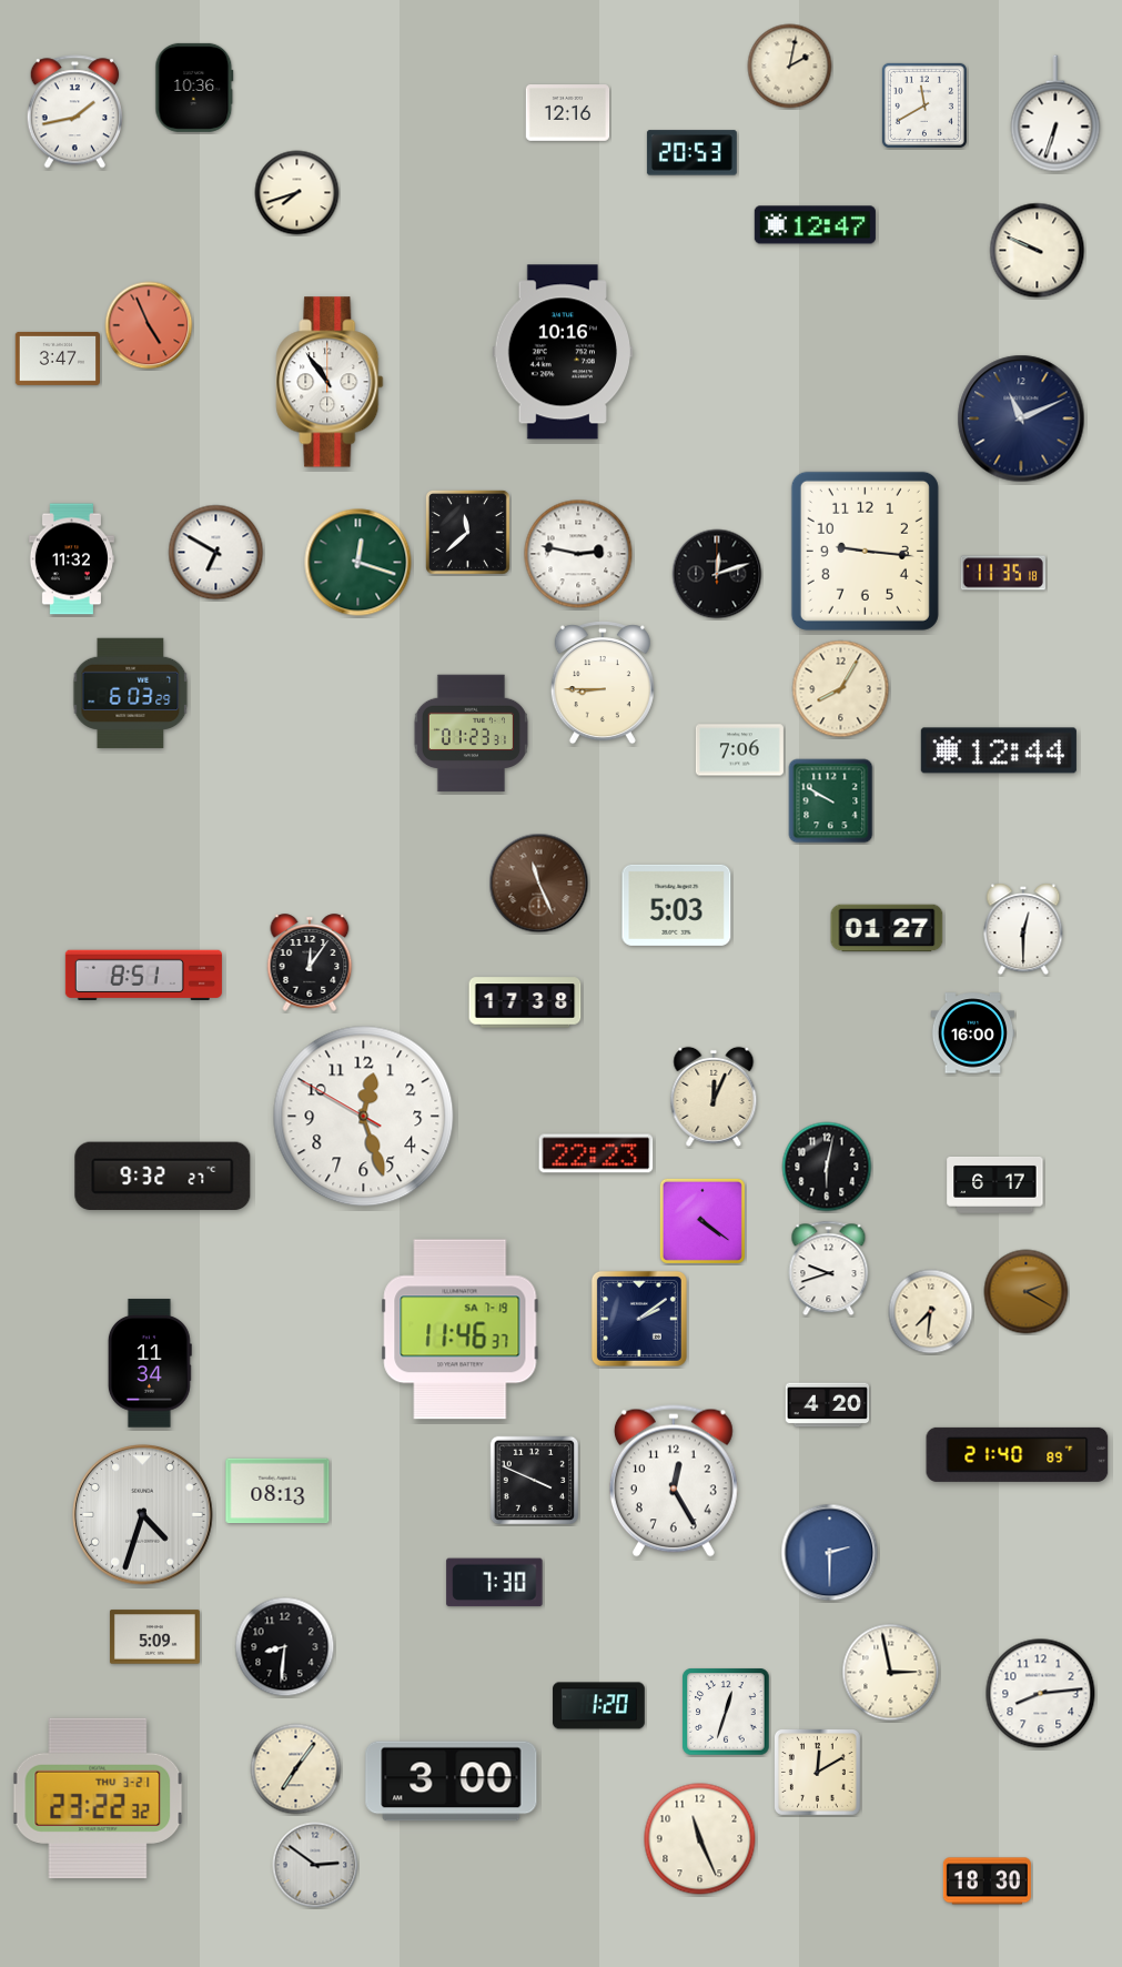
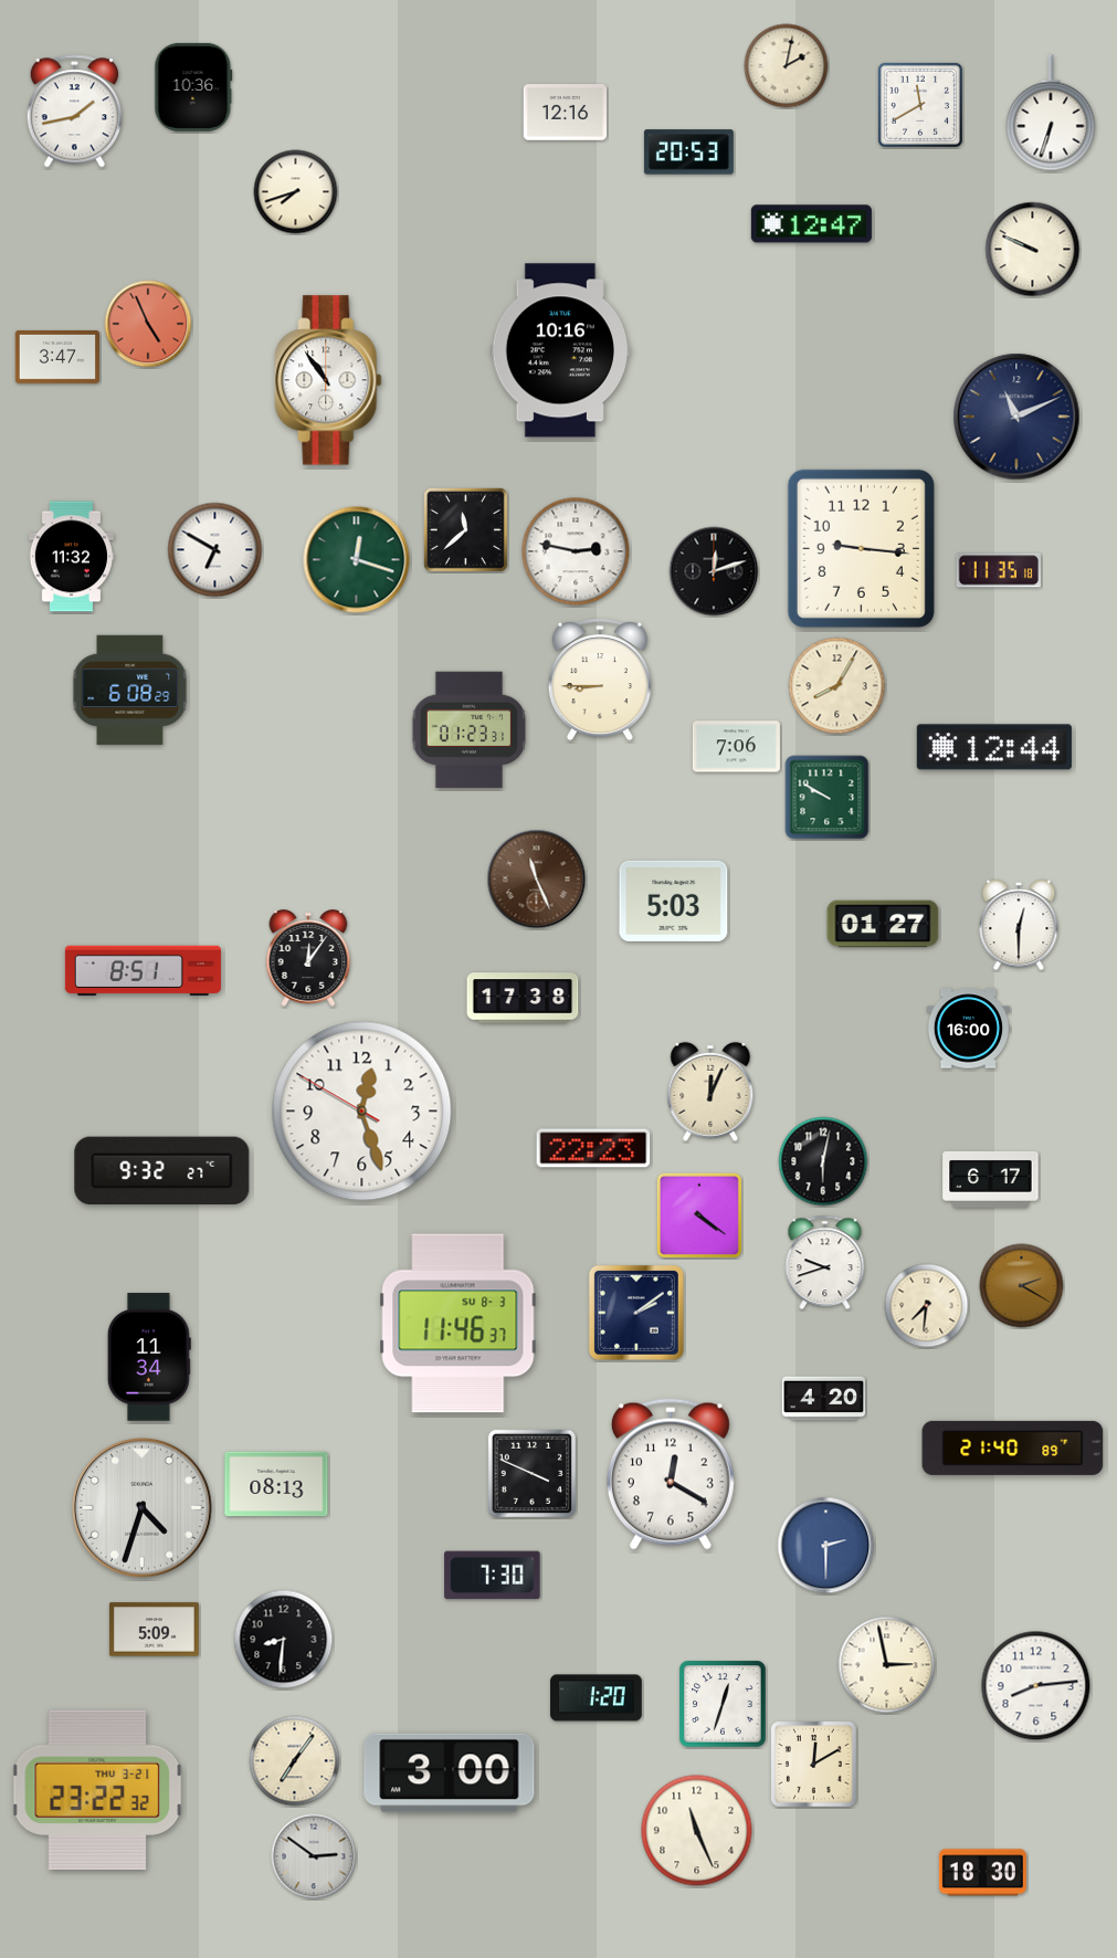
clock at (131, 694): 6:03 -> 6:08
clock at (461, 1330) date: SA 7-19 -> SU 8-3
clock at (674, 1481): 12:25 -> 12:20
